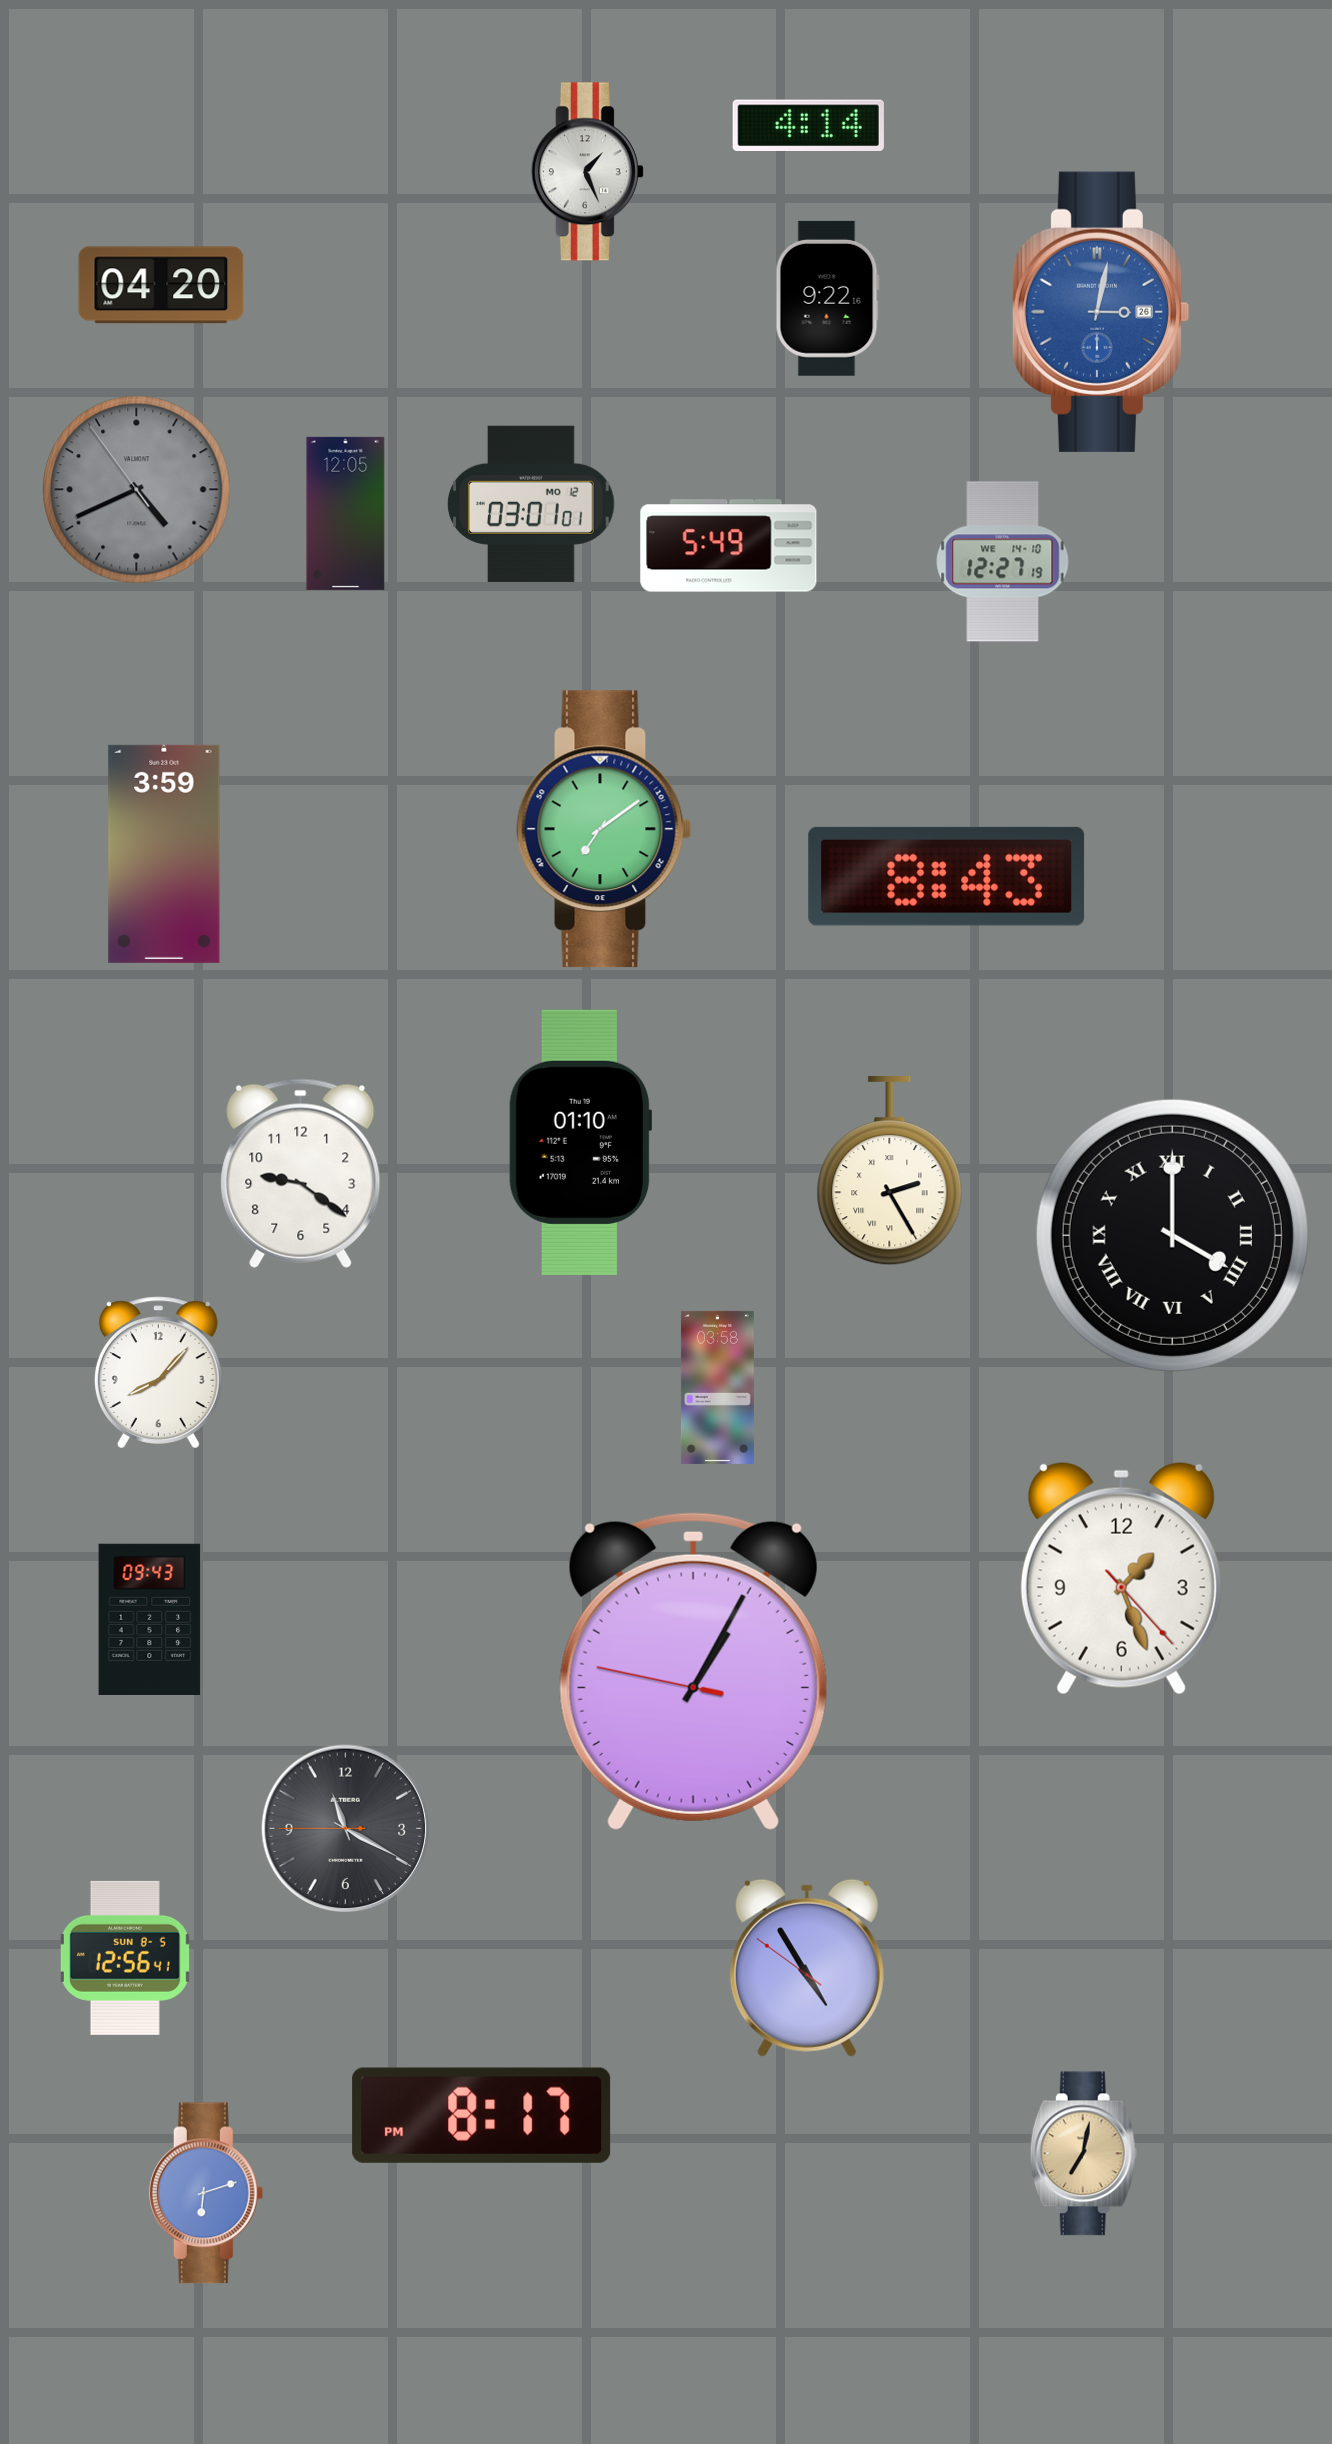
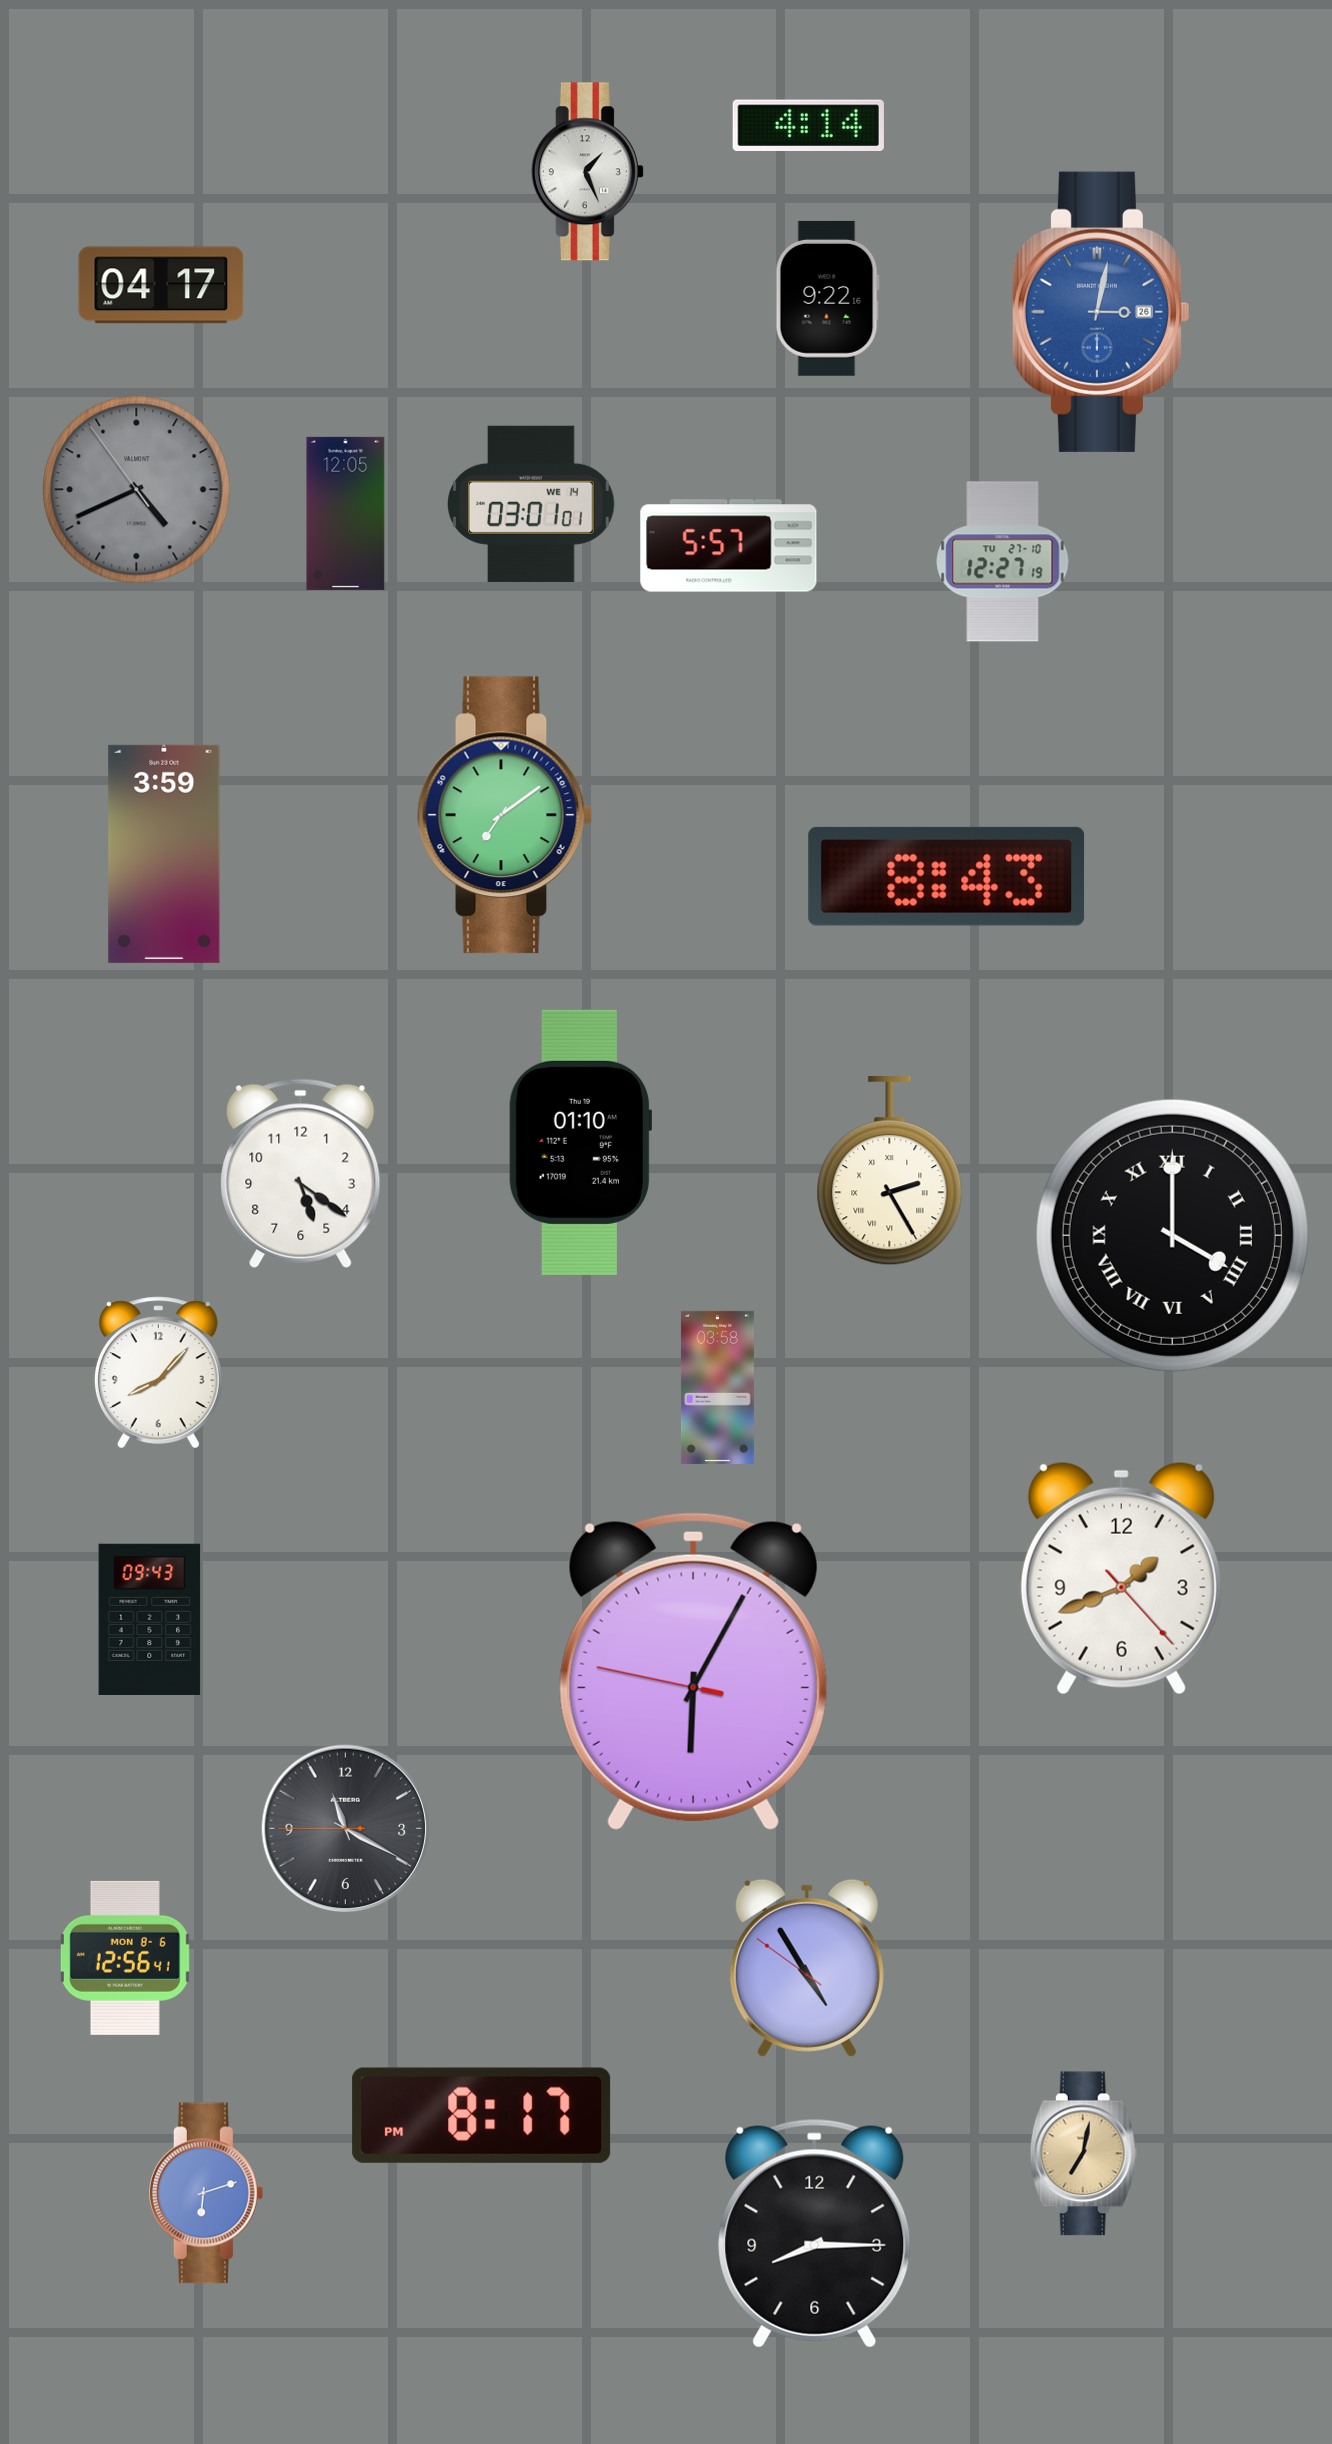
clock at (161, 285): 04:20 -> 04:17
clock at (531, 504) date: MO 12 -> WE 14
clock at (729, 546): 5:49 -> 5:57
clock at (1003, 562) date: WE 14-10 -> TU 27-10
clock at (604, 829) position: (604, 829) -> (505, 815)
clock at (301, 1173): 9:21 -> 5:21
clock at (1121, 1578): 1:26 -> 1:41
clock at (693, 1671): 1:04 -> 6:04
clock at (125, 1958) date: SUN 8-5 -> MON 8-6
clock at (815, 2233): none -> 8:15
